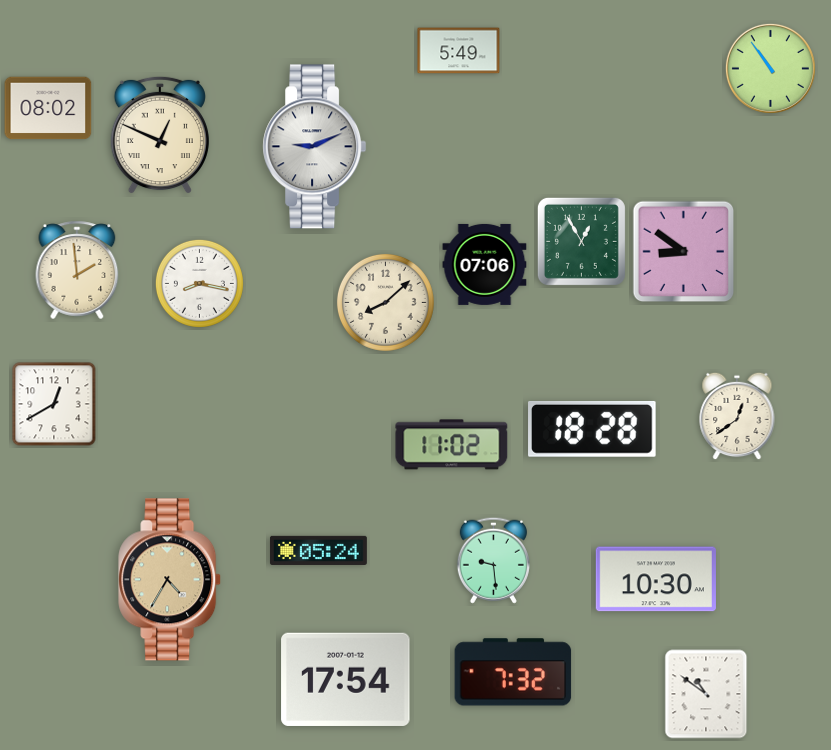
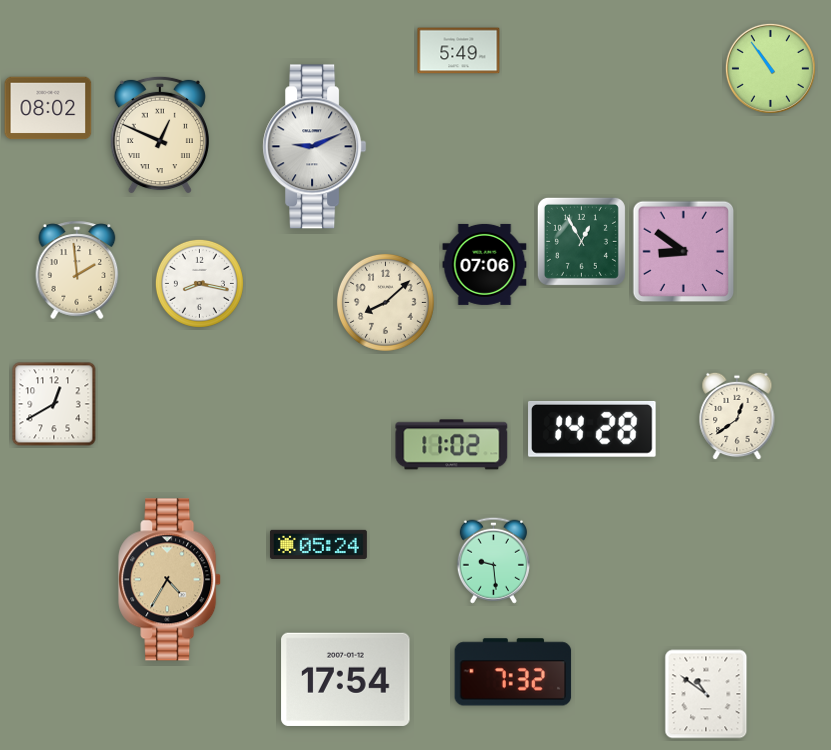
clock at (592, 429): 18:28 -> 14:28
clock at (318, 550) position: (318, 550) -> (318, 544)
clock at (656, 579): 10:30 -> none
